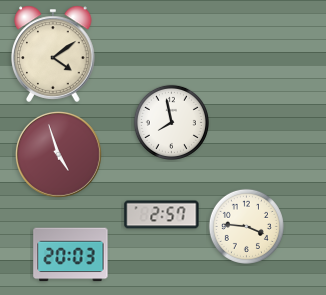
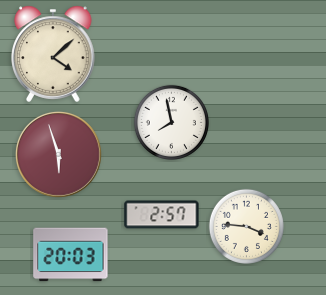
clock at (53, 54): 4:09 -> 4:08
clock at (58, 154): 4:57 -> 5:57
